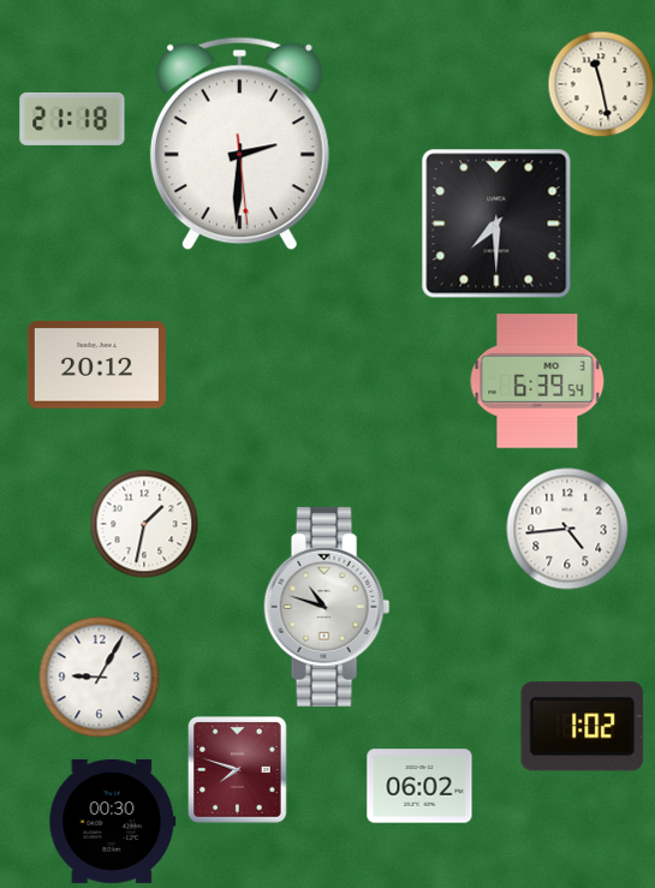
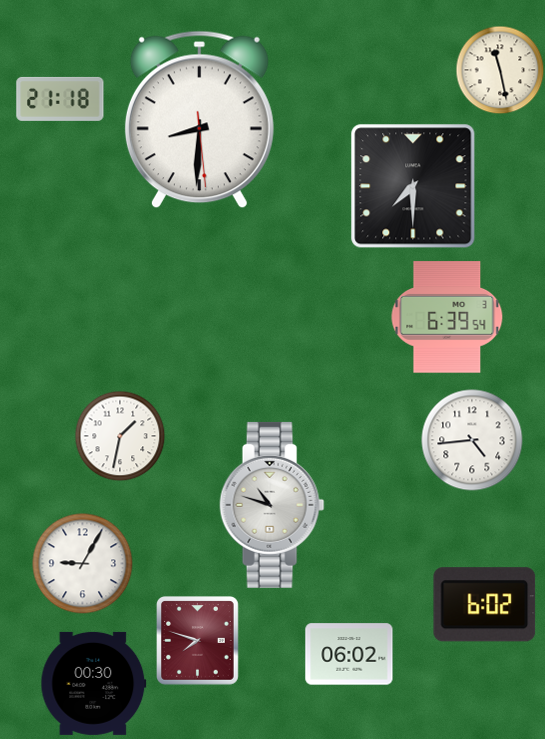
clock at (239, 144): 2:30 -> 8:30
clock at (96, 365): 20:12 -> none
clock at (583, 727): 1:02 -> 6:02
